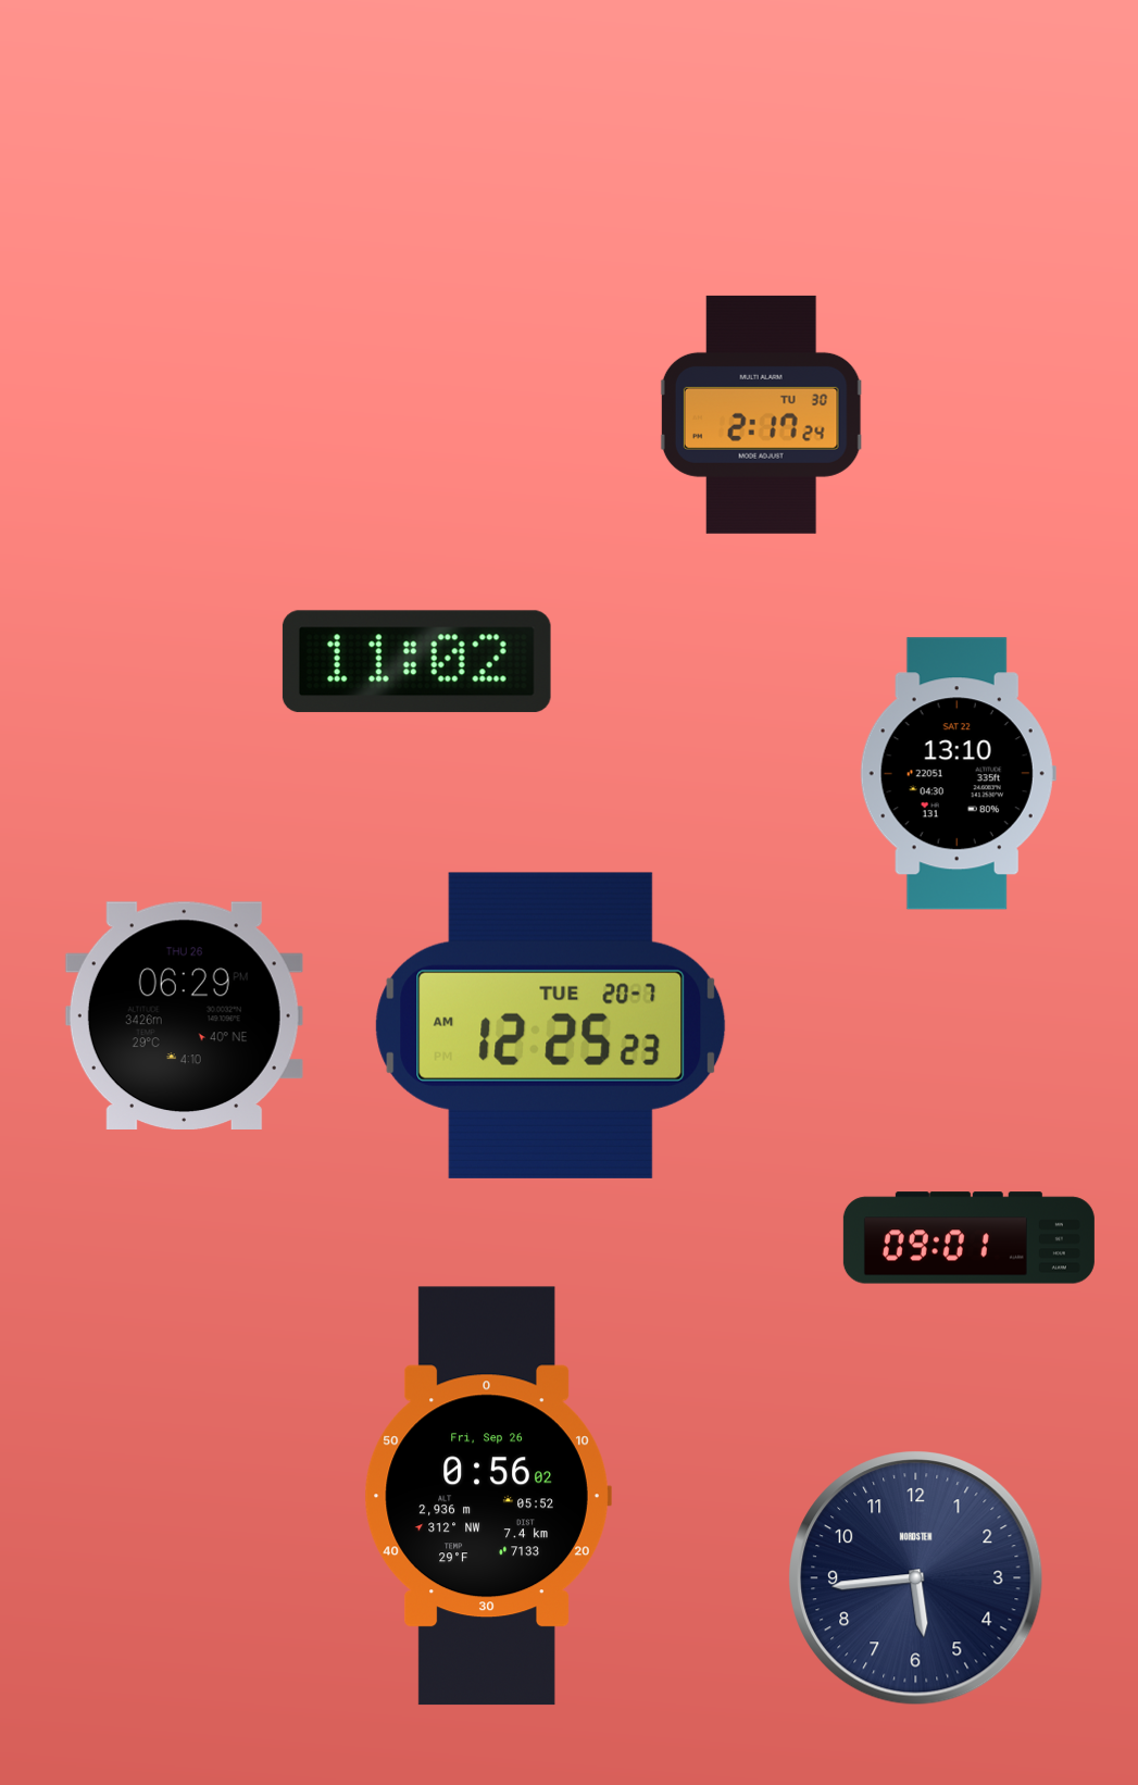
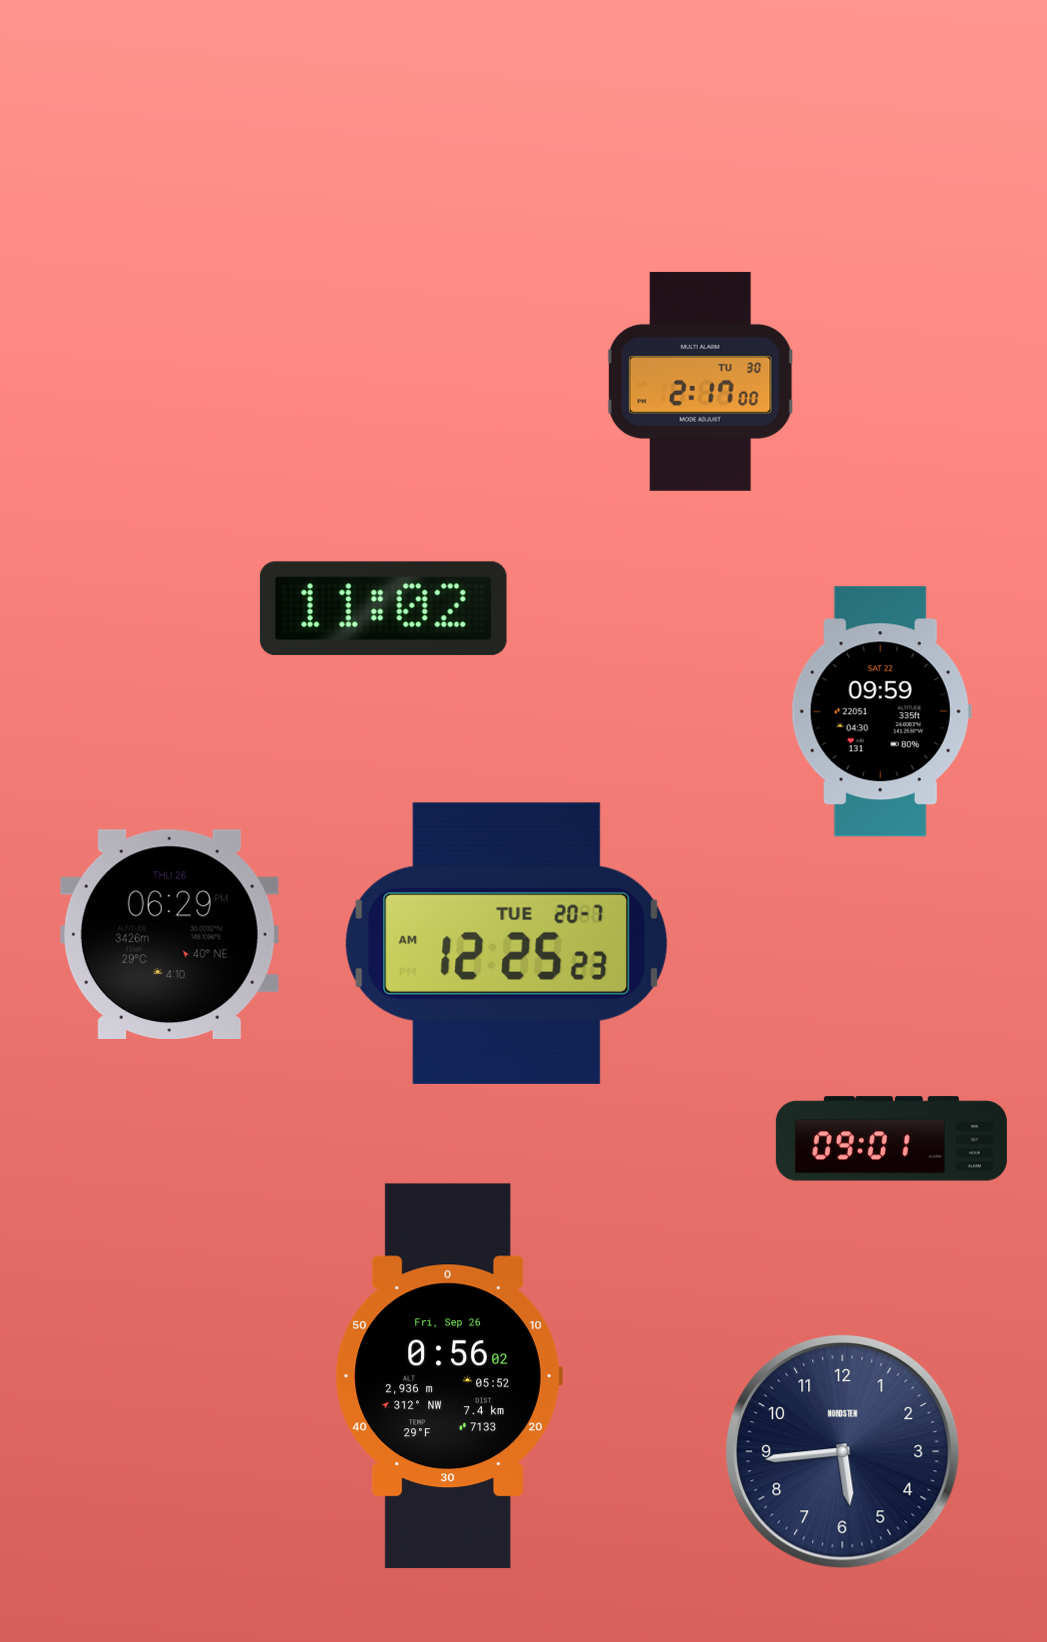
clock at (761, 414): 2:17:24 -> 2:17:00
clock at (958, 774): 13:10 -> 09:59
